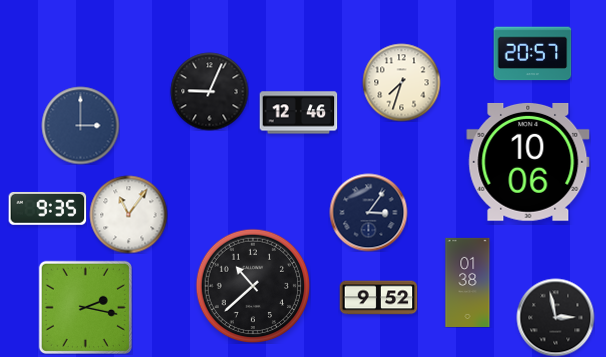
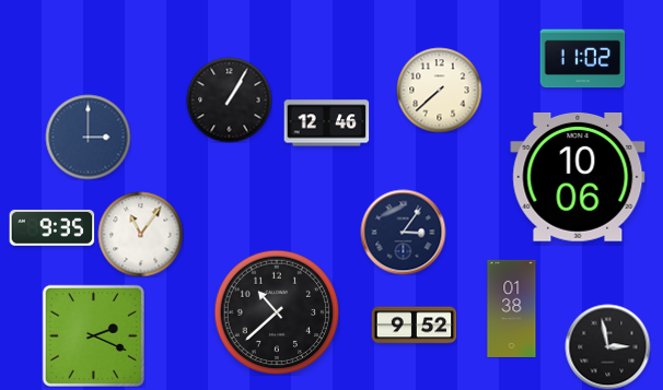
clock at (532, 54): 20:57 -> 11:02
clock at (401, 82): 7:33 -> 7:38
clock at (209, 91): 9:04 -> 1:05
clock at (85, 307): 2:17 -> 2:19
